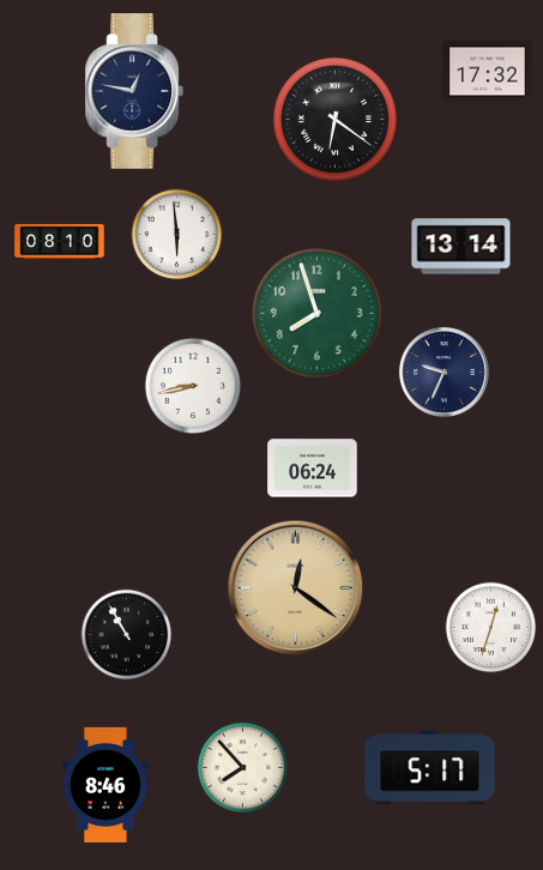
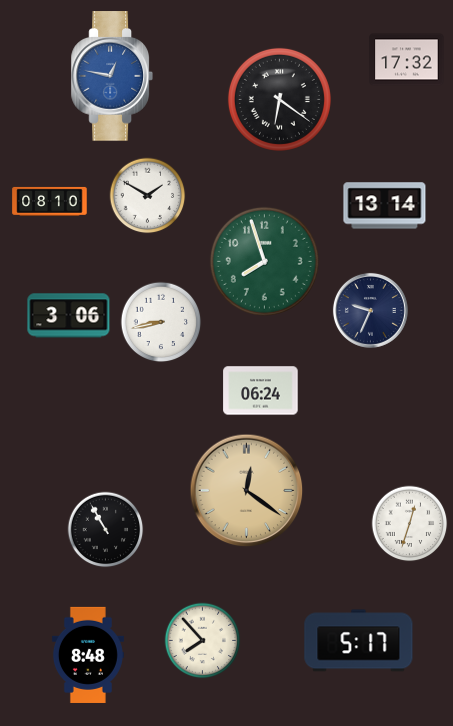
clock at (133, 91) dial: navy -> blue
clock at (177, 235): 5:59 -> 1:50
clock at (69, 316): none -> 3:06
clock at (105, 785): 8:46 -> 8:48
